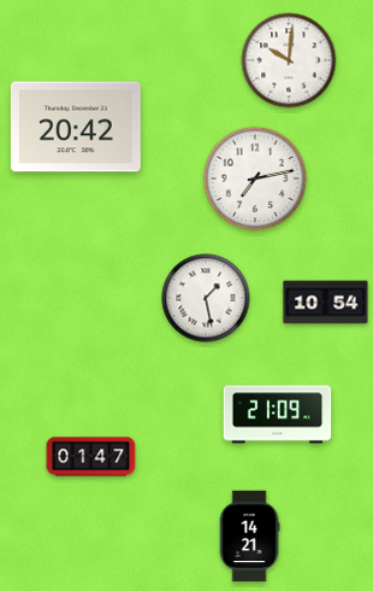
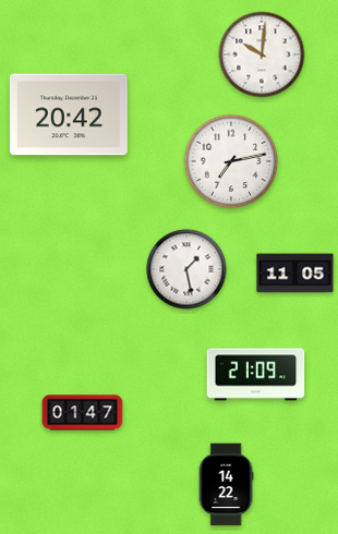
clock at (326, 303): 10:54 -> 11:05
clock at (278, 415) position: (278, 415) -> (256, 375)
clock at (249, 537): 14:21 -> 14:22
